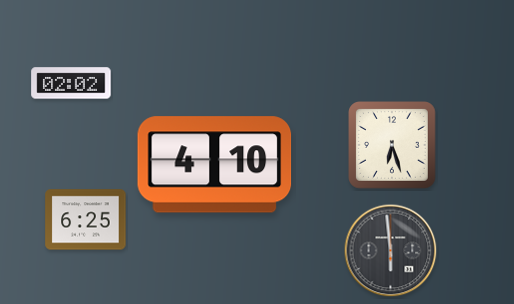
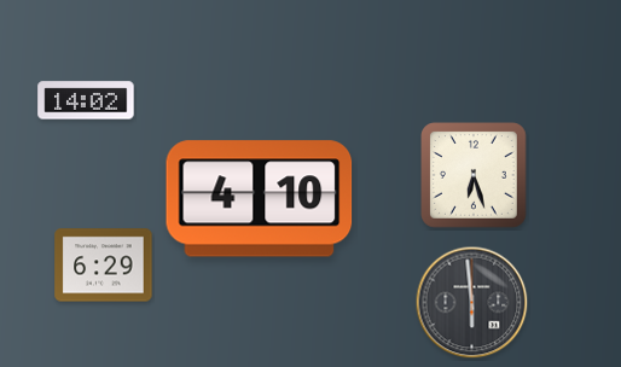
clock at (71, 83): 02:02 -> 14:02
clock at (86, 220): 6:25 -> 6:29
